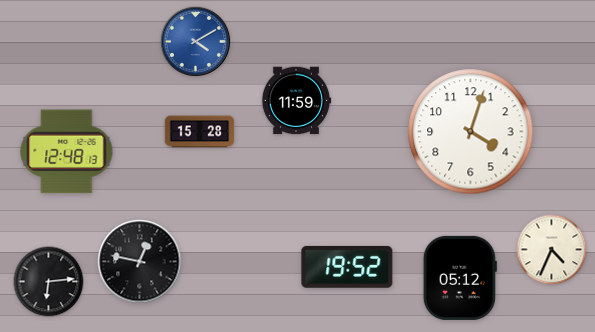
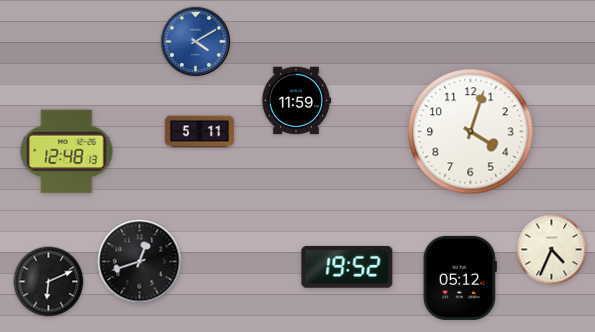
clock at (200, 132): 15:28 -> 5:11
clock at (140, 262): 12:47 -> 12:42
clock at (49, 282): 6:14 -> 6:11
